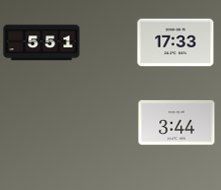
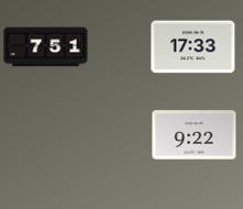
clock at (42, 43): 5:51 -> 7:51
clock at (177, 123): 3:44 -> 9:22
